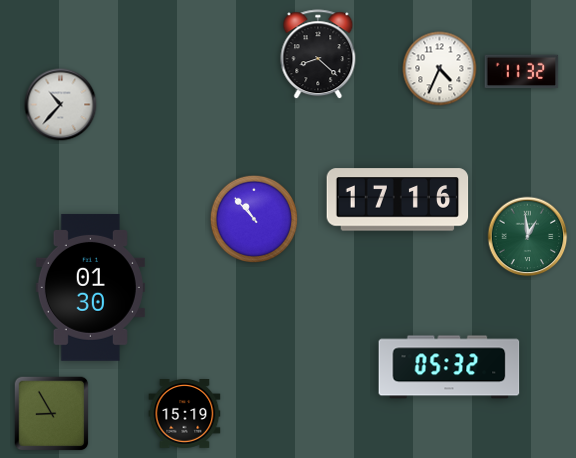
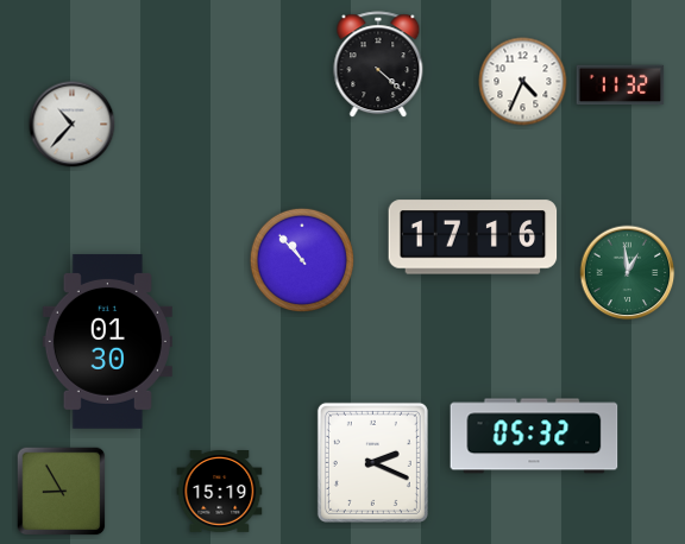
clock at (318, 55): 8:22 -> 4:22
clock at (528, 237) position: (528, 237) -> (628, 273)
clock at (372, 462): none -> 2:19
